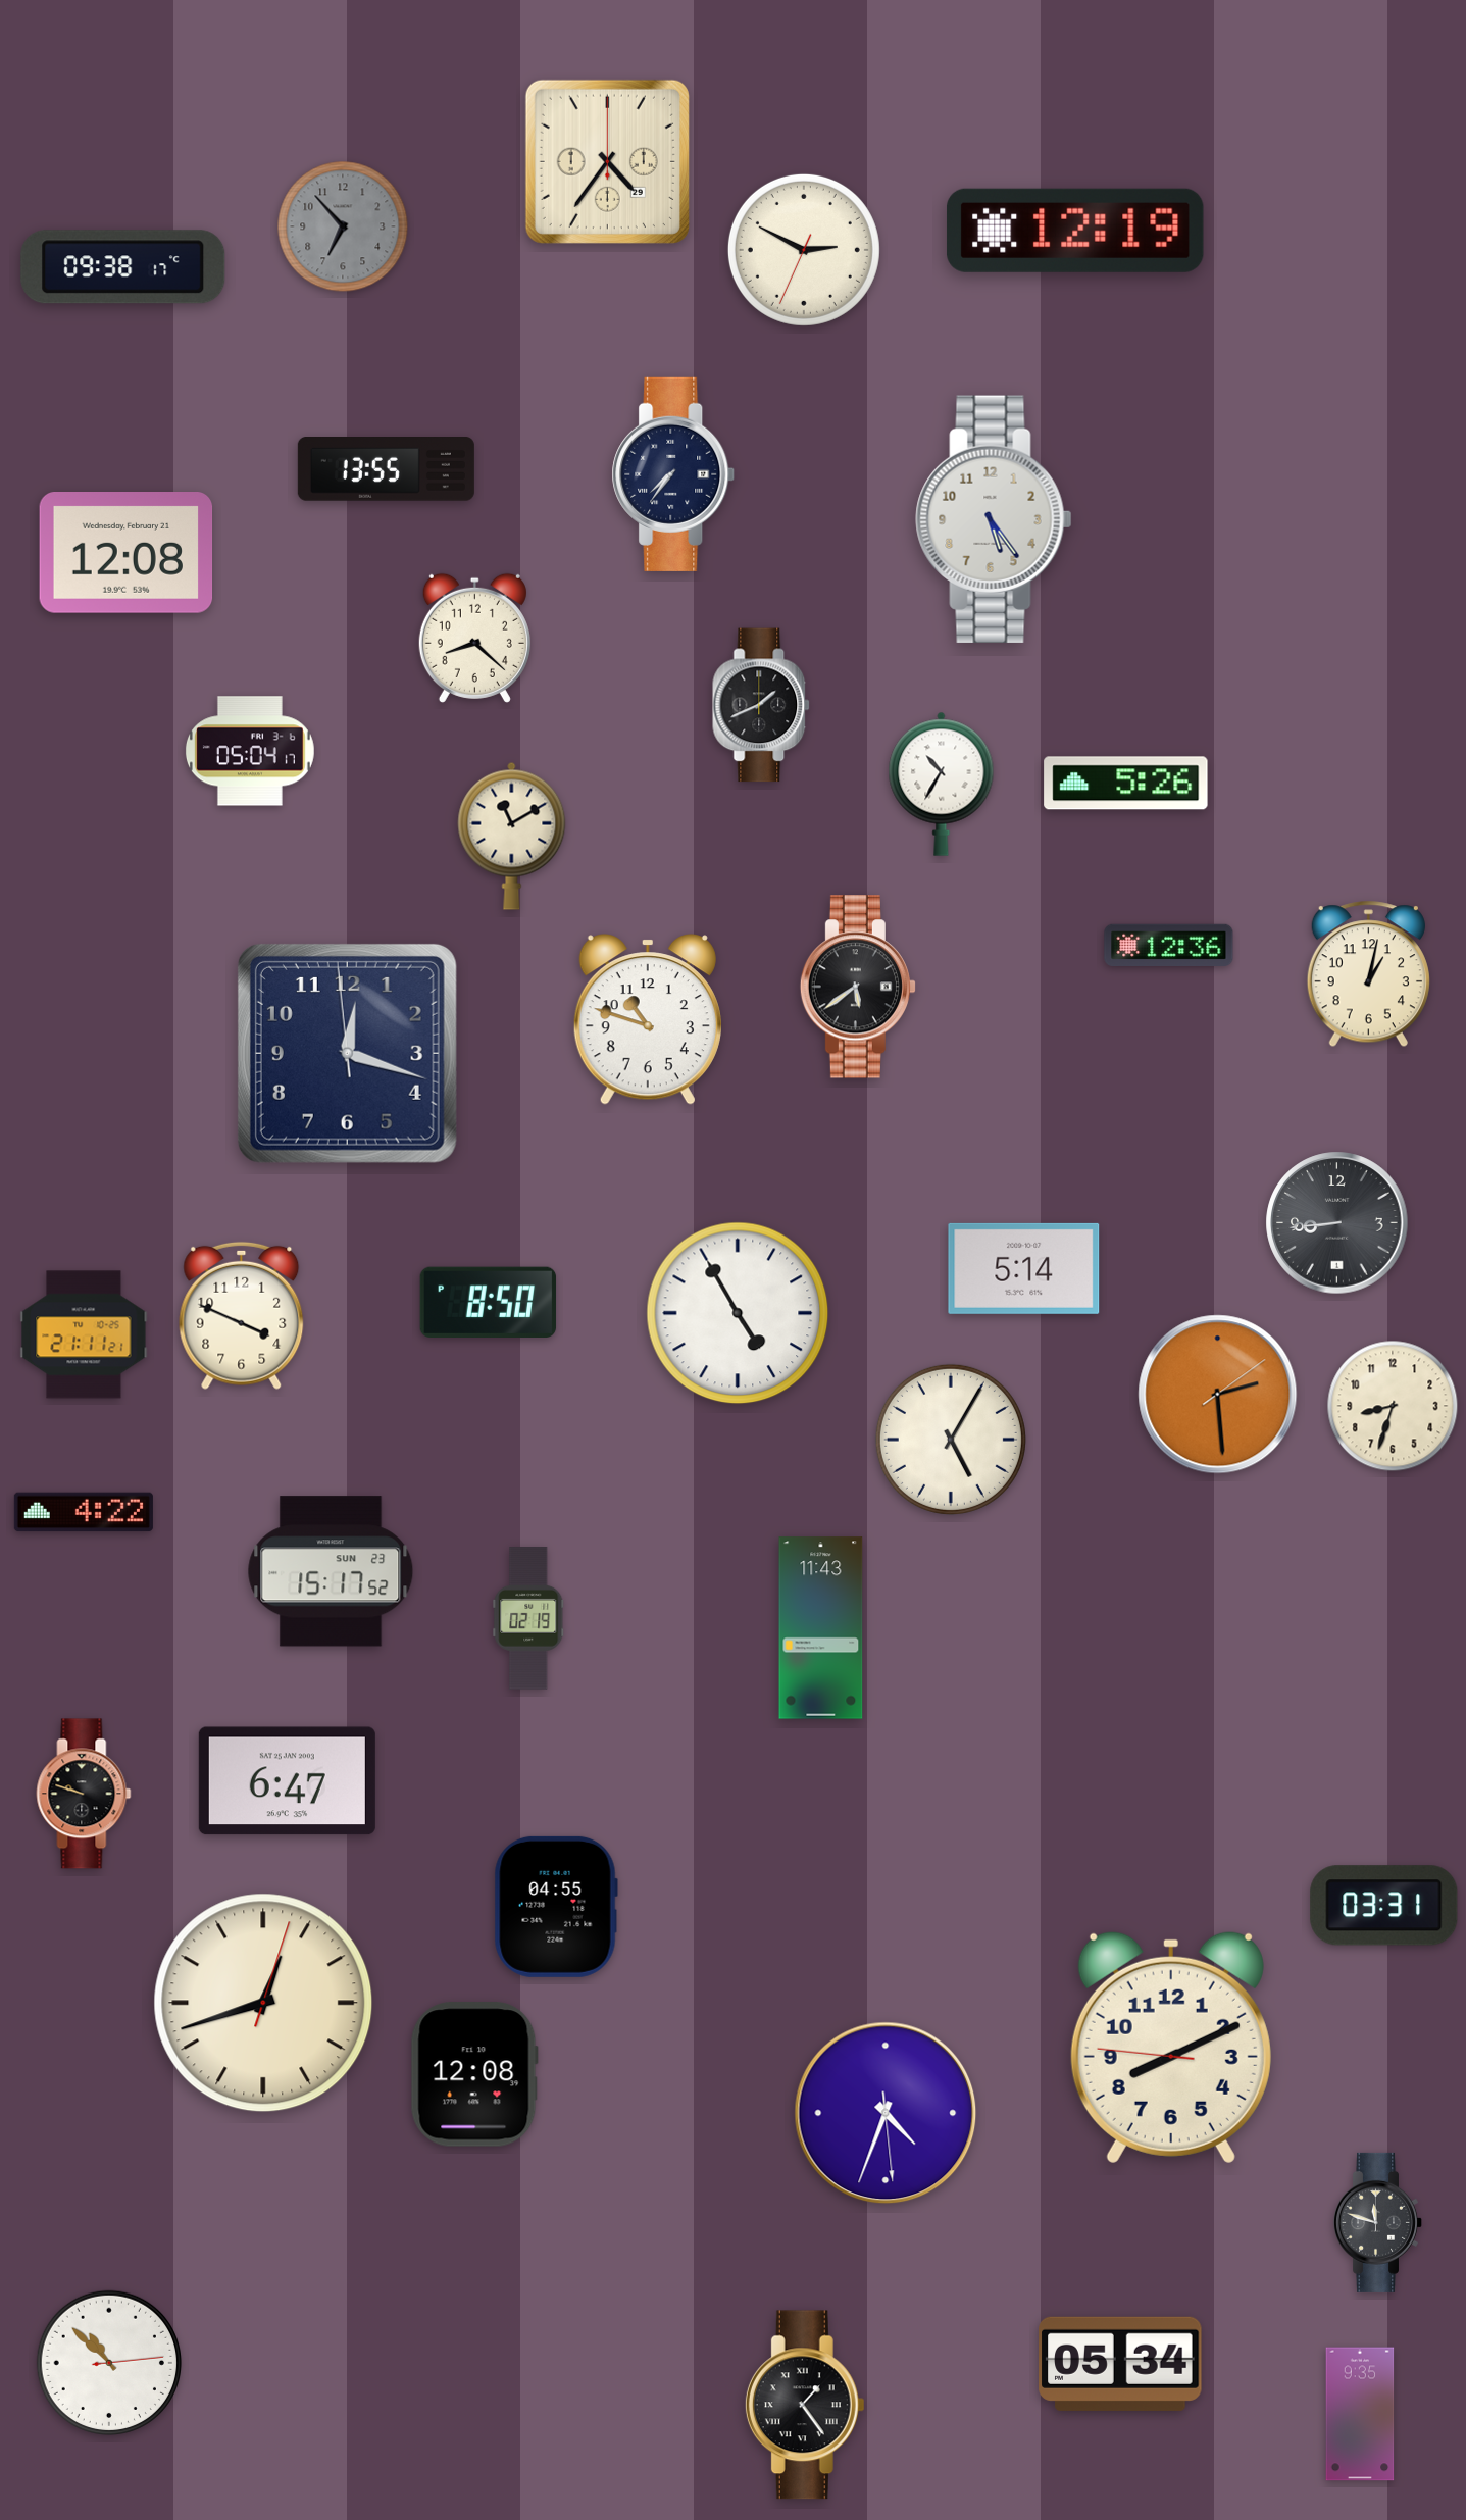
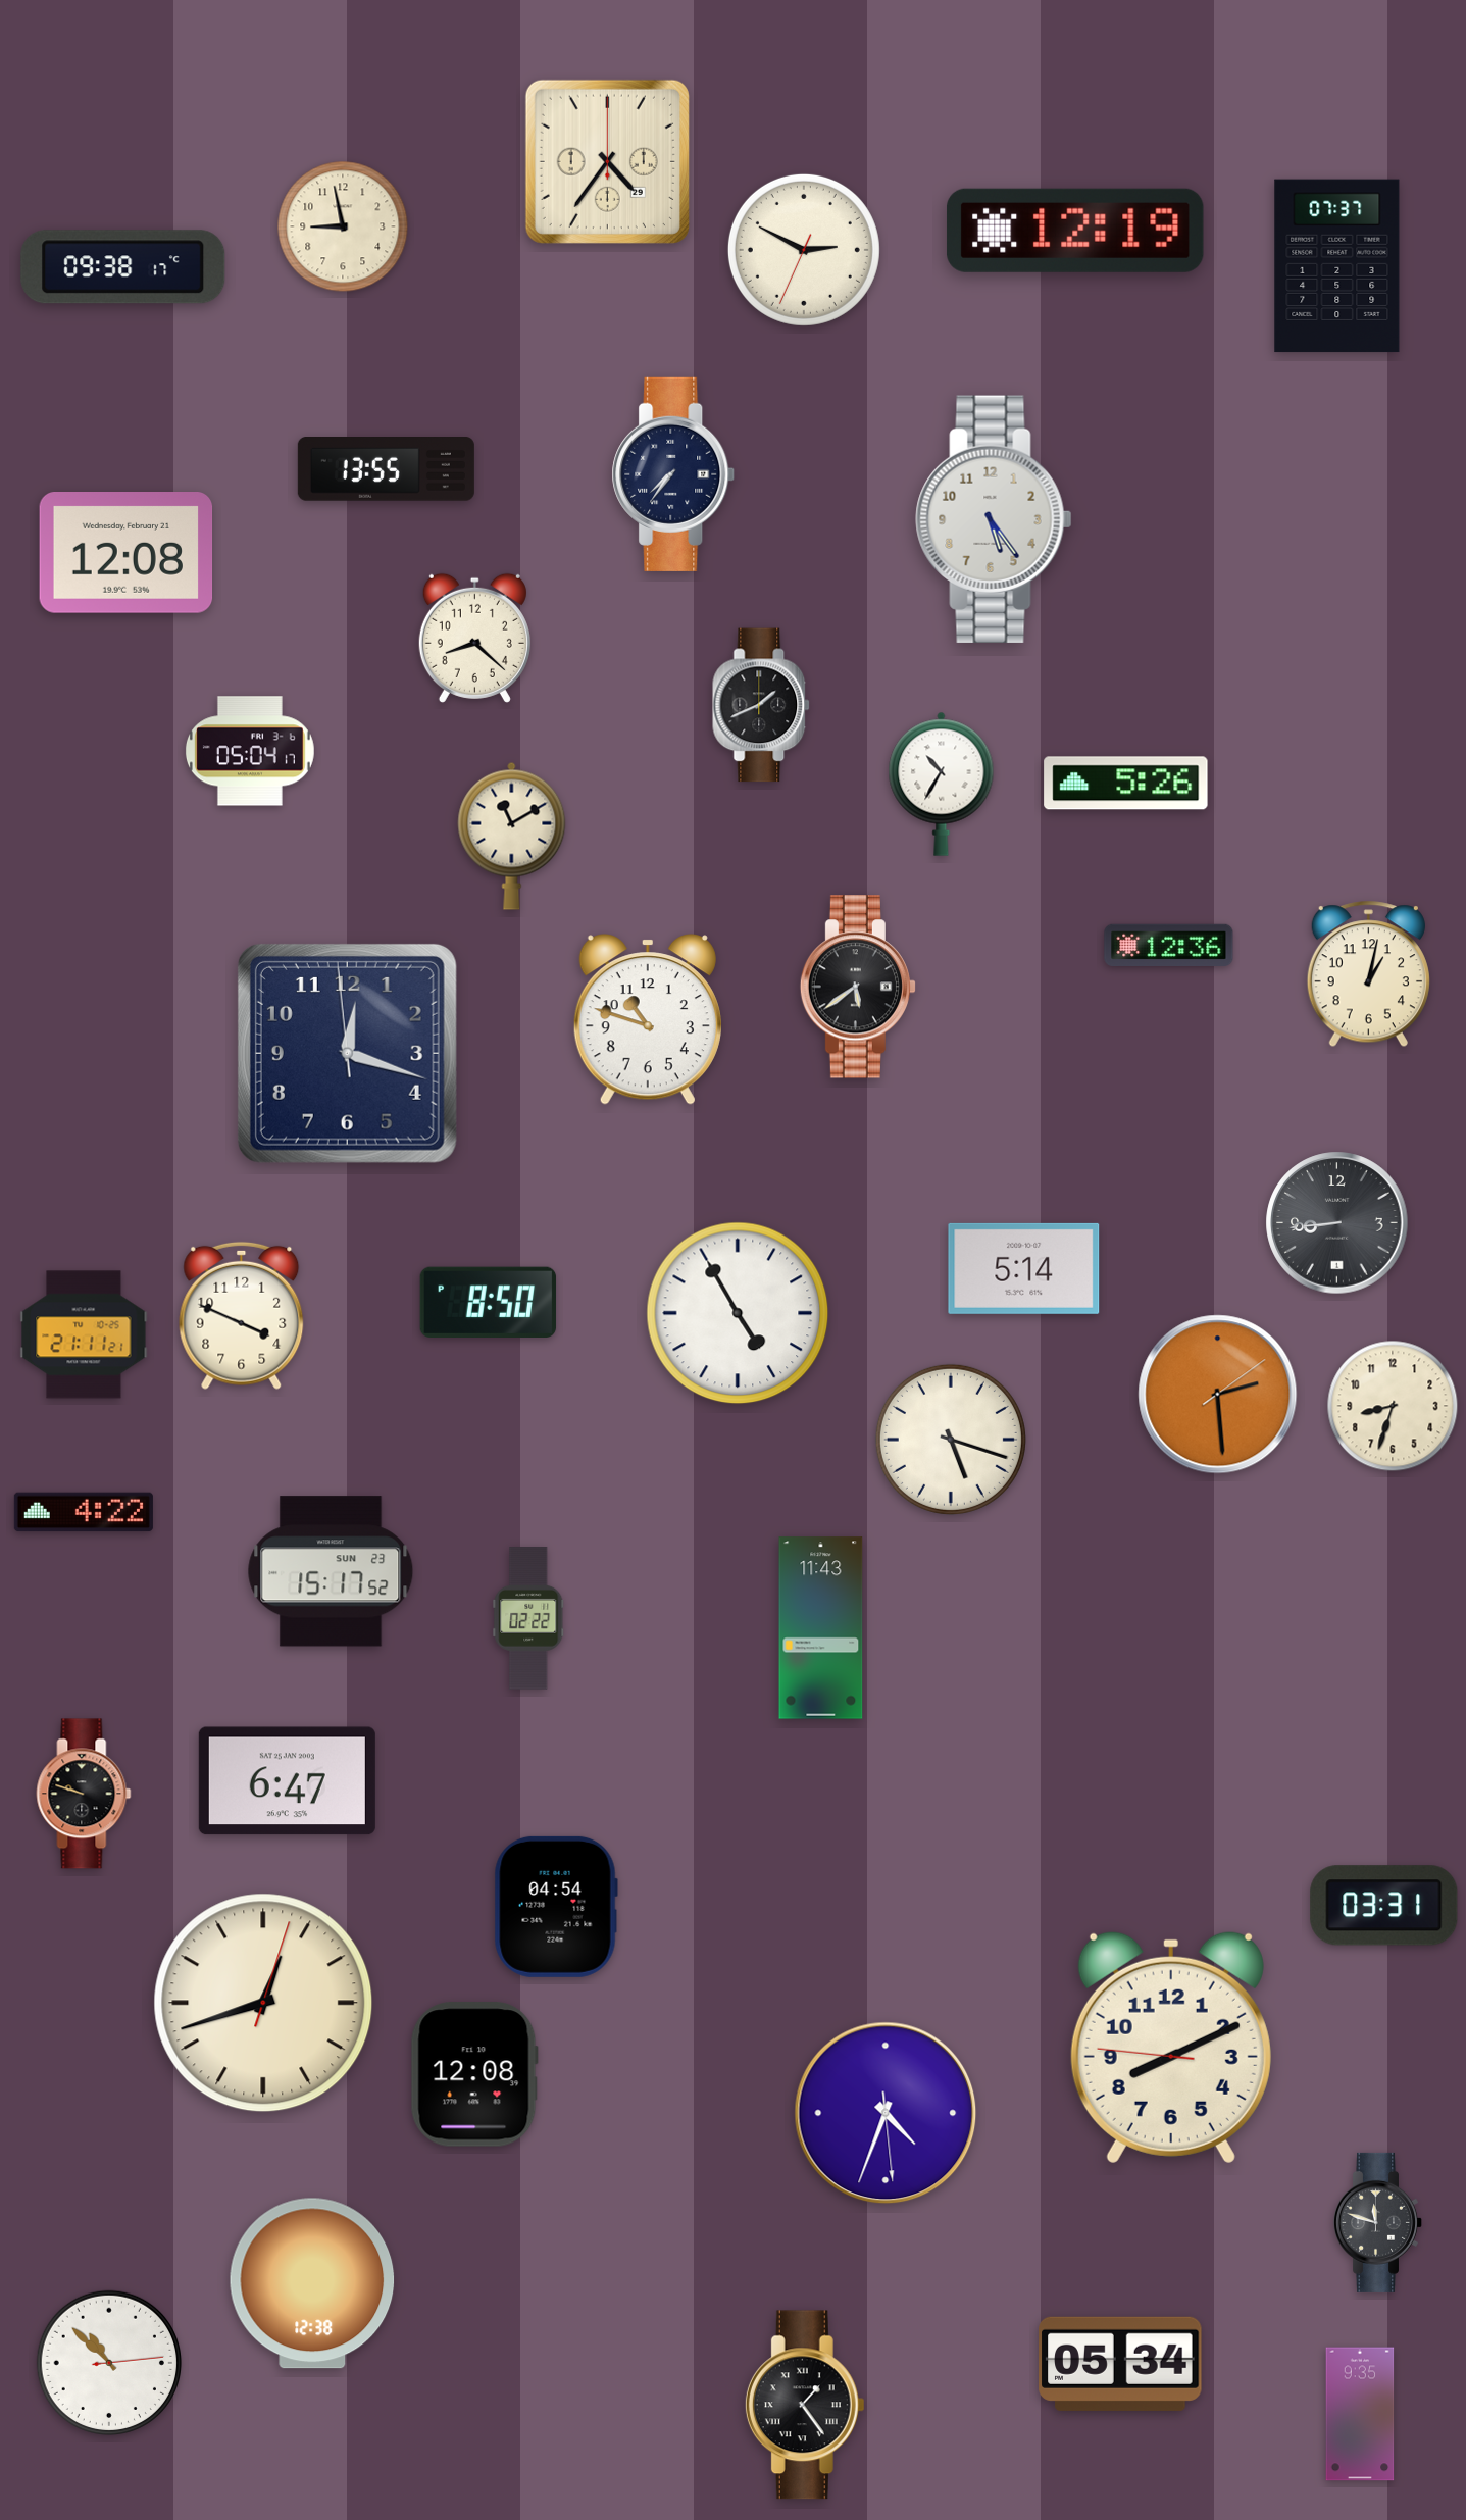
clock at (343, 226): 6:53 -> 8:58
clock at (343, 226) dial: grey -> cream
clock at (1337, 266): none -> 07:37
clock at (951, 1440): 5:05 -> 5:18
clock at (528, 1618): 02:19 -> 02:22
clock at (556, 1907): 04:55 -> 04:54
clock at (312, 2283): none -> 12:38
